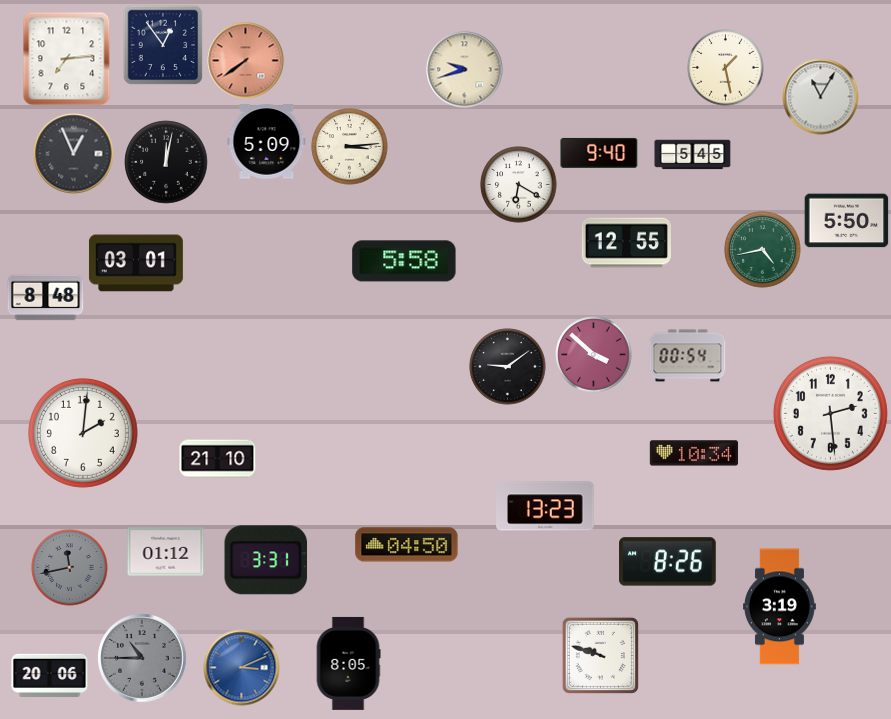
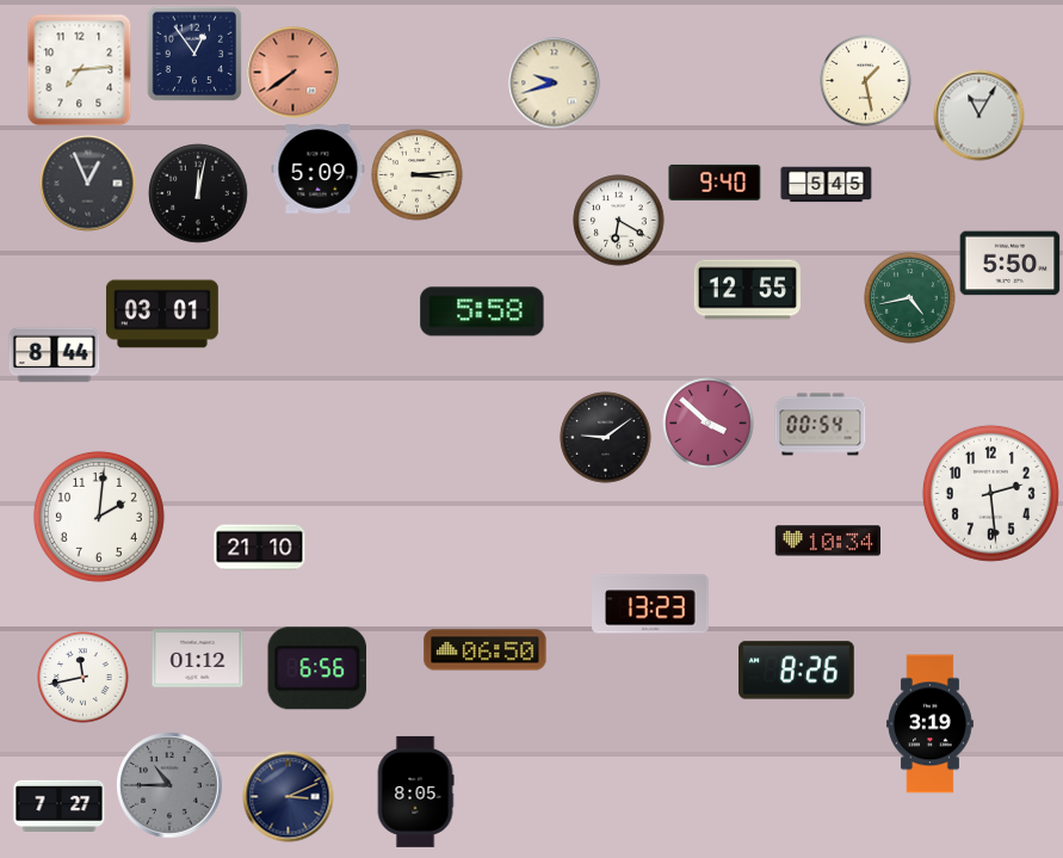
clock at (46, 298): 8:48 -> 8:44
clock at (407, 545): 04:50 -> 06:50
clock at (266, 560): 3:31 -> 6:56
clock at (70, 568) dial: grey -> white
clock at (600, 655): 9:48 -> none
clock at (242, 668) dial: blue -> navy
clock at (50, 675): 20:06 -> 7:27
